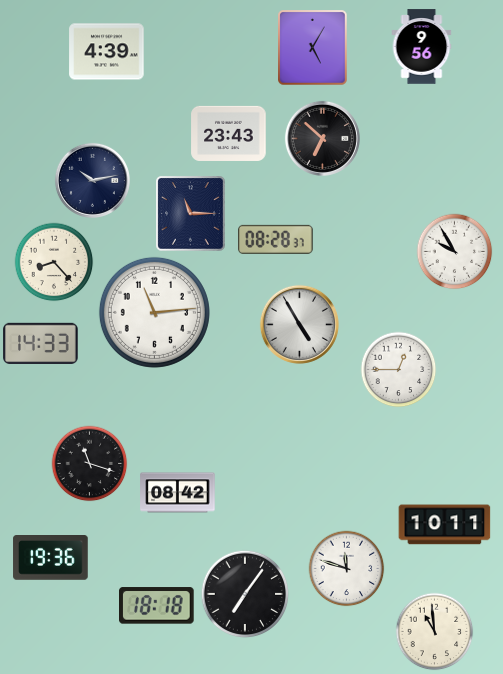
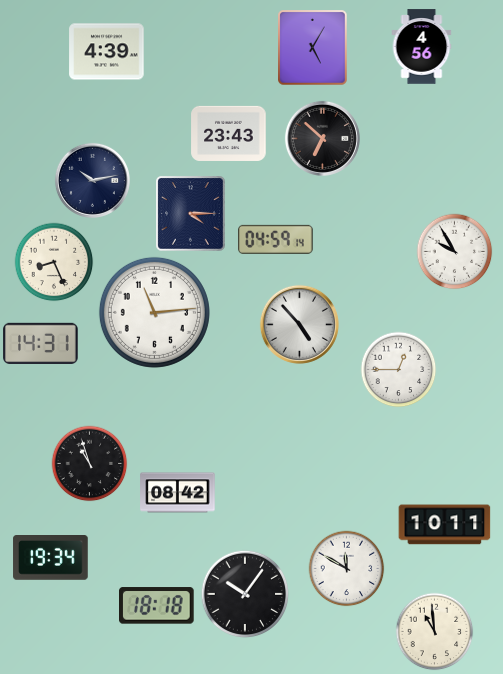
clock at (422, 47): 9:56 -> 4:56
clock at (191, 214): 11:15 -> 4:15
clock at (276, 239): 08:28 -> 04:59
clock at (54, 262): 8:23 -> 8:26
clock at (299, 324): 4:55 -> 4:53
clock at (41, 343): 14:33 -> 14:31
clock at (90, 464): 11:18 -> 10:57
clock at (51, 558): 19:36 -> 19:34
clock at (347, 569): 11:48 -> 11:50
clock at (245, 594): 7:06 -> 10:06
